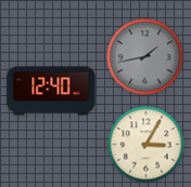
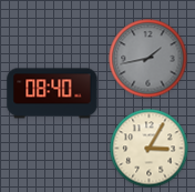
clock at (51, 91): 12:40 -> 08:40
